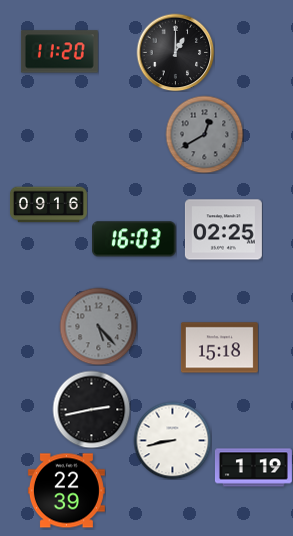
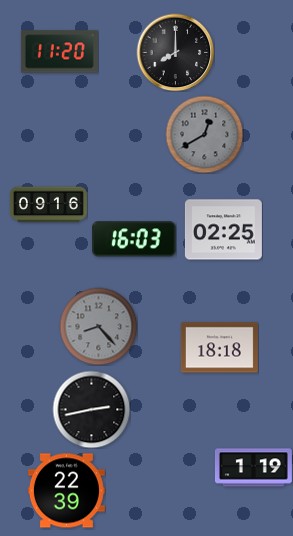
clock at (175, 52): 1:00 -> 8:00
clock at (98, 326): 5:23 -> 8:23
clock at (219, 348): 15:18 -> 18:18
clock at (172, 440): 8:43 -> none
